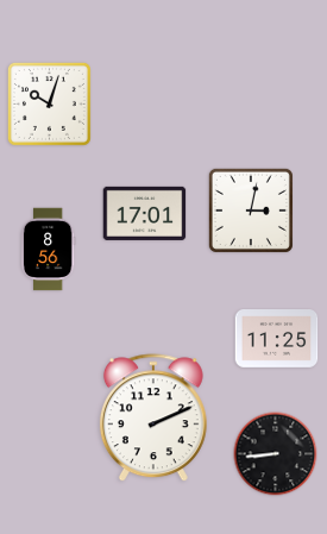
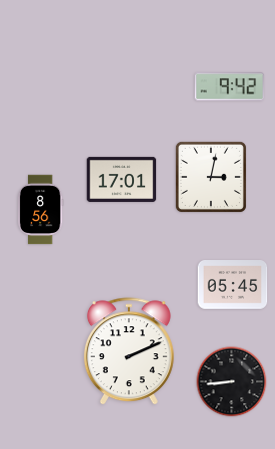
clock at (49, 103): 10:03 -> none
clock at (230, 87): none -> 9:42
clock at (277, 339): 11:25 -> 05:45
